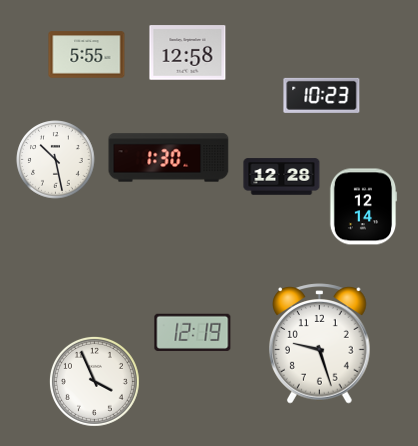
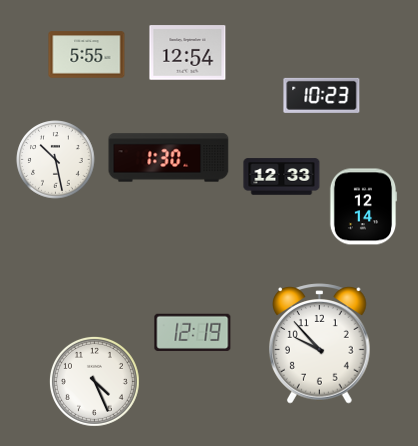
clock at (188, 53): 12:58 -> 12:54
clock at (282, 177): 12:28 -> 12:33
clock at (320, 344): 9:27 -> 9:53
clock at (94, 381): 3:56 -> 4:26
